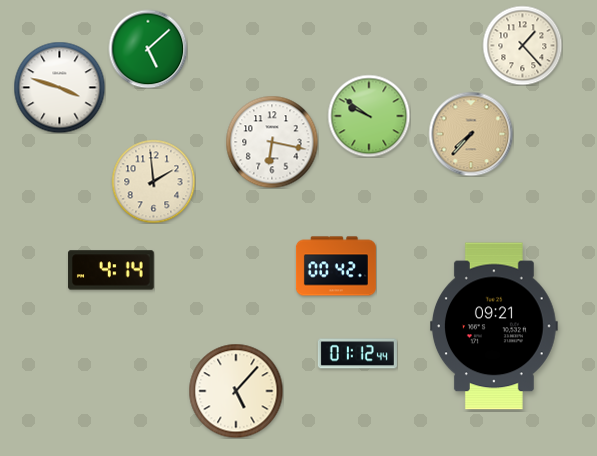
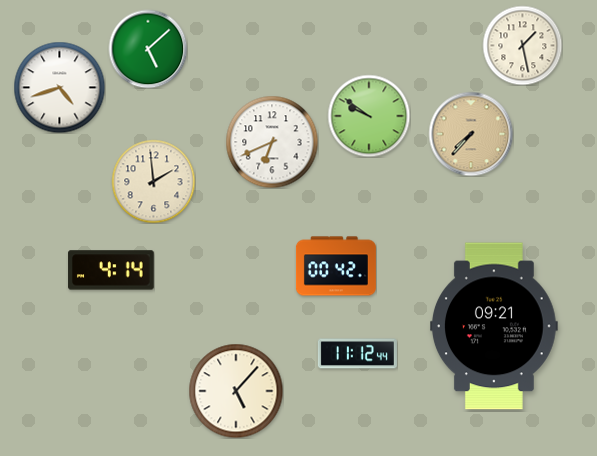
clock at (522, 45): 1:23 -> 1:28
clock at (59, 87): 3:48 -> 4:42
clock at (272, 142): 6:17 -> 6:41
clock at (357, 354): 01:12 -> 11:12
